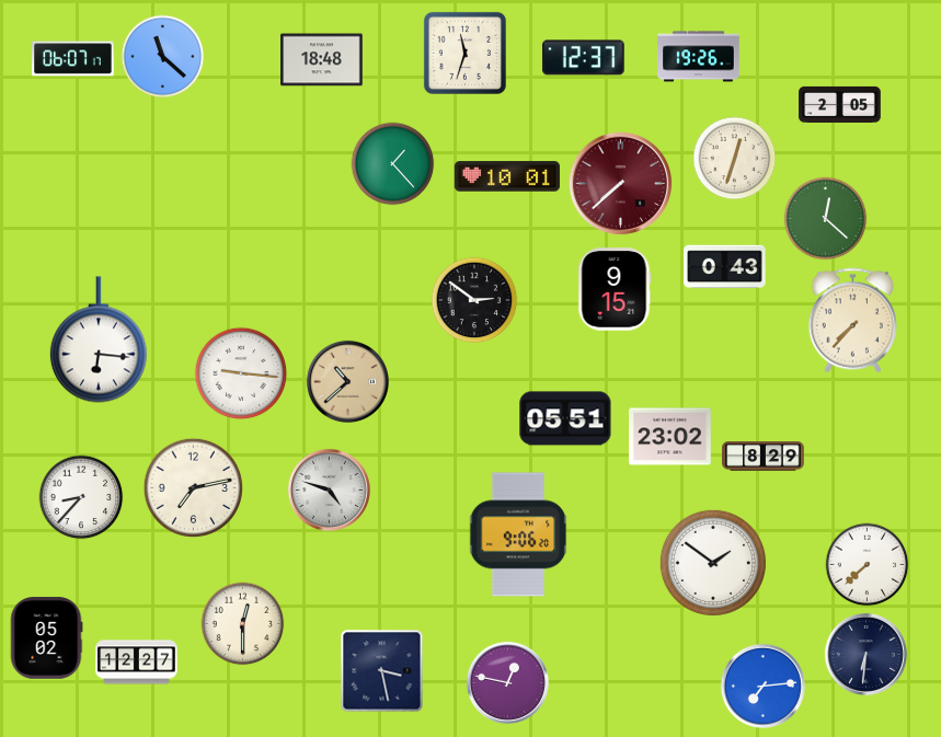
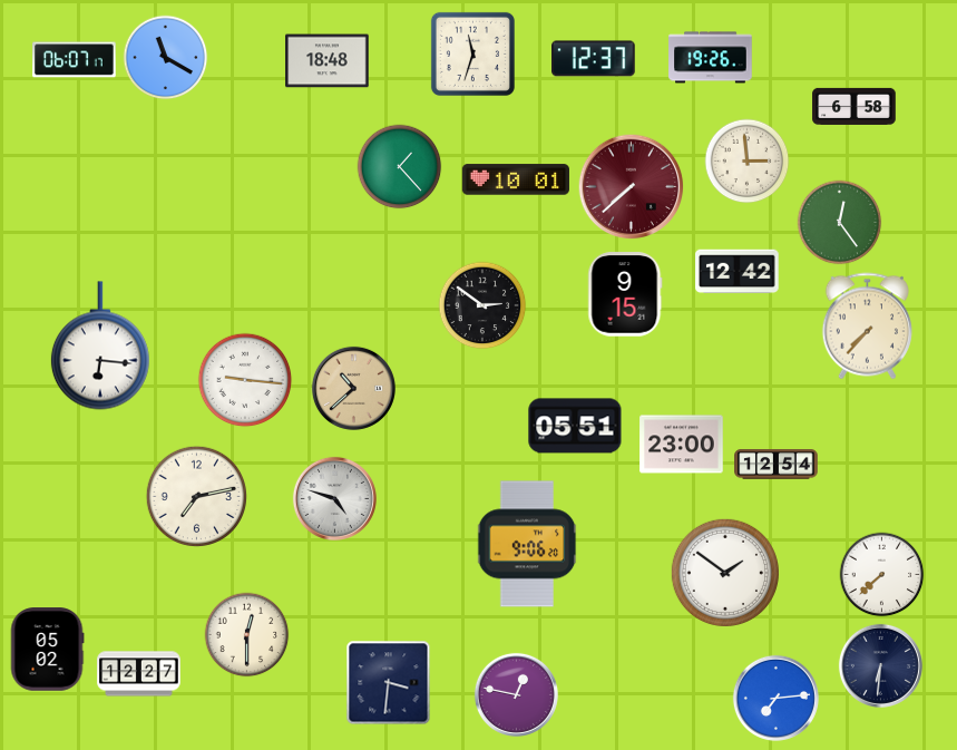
clock at (163, 57): 11:22 -> 11:20
clock at (840, 104): 2:05 -> 6:58
clock at (735, 159): 12:33 -> 2:59
clock at (826, 219): 12:22 -> 12:24
clock at (725, 267): 0:43 -> 12:42
clock at (670, 437): 23:02 -> 23:00
clock at (764, 457): 8:29 -> 12:54
clock at (81, 497): 8:37 -> none
clock at (382, 671): 3:28 -> 3:31
